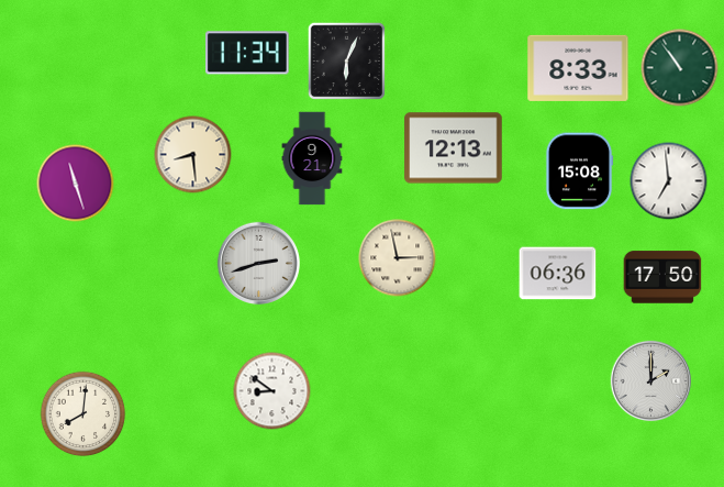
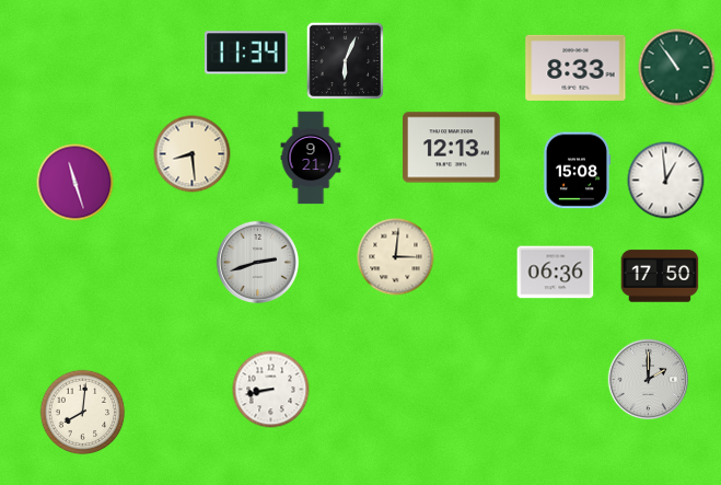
clock at (669, 181): 6:59 -> 12:59
clock at (398, 258): 2:58 -> 3:01
clock at (272, 391): 8:51 -> 8:43
